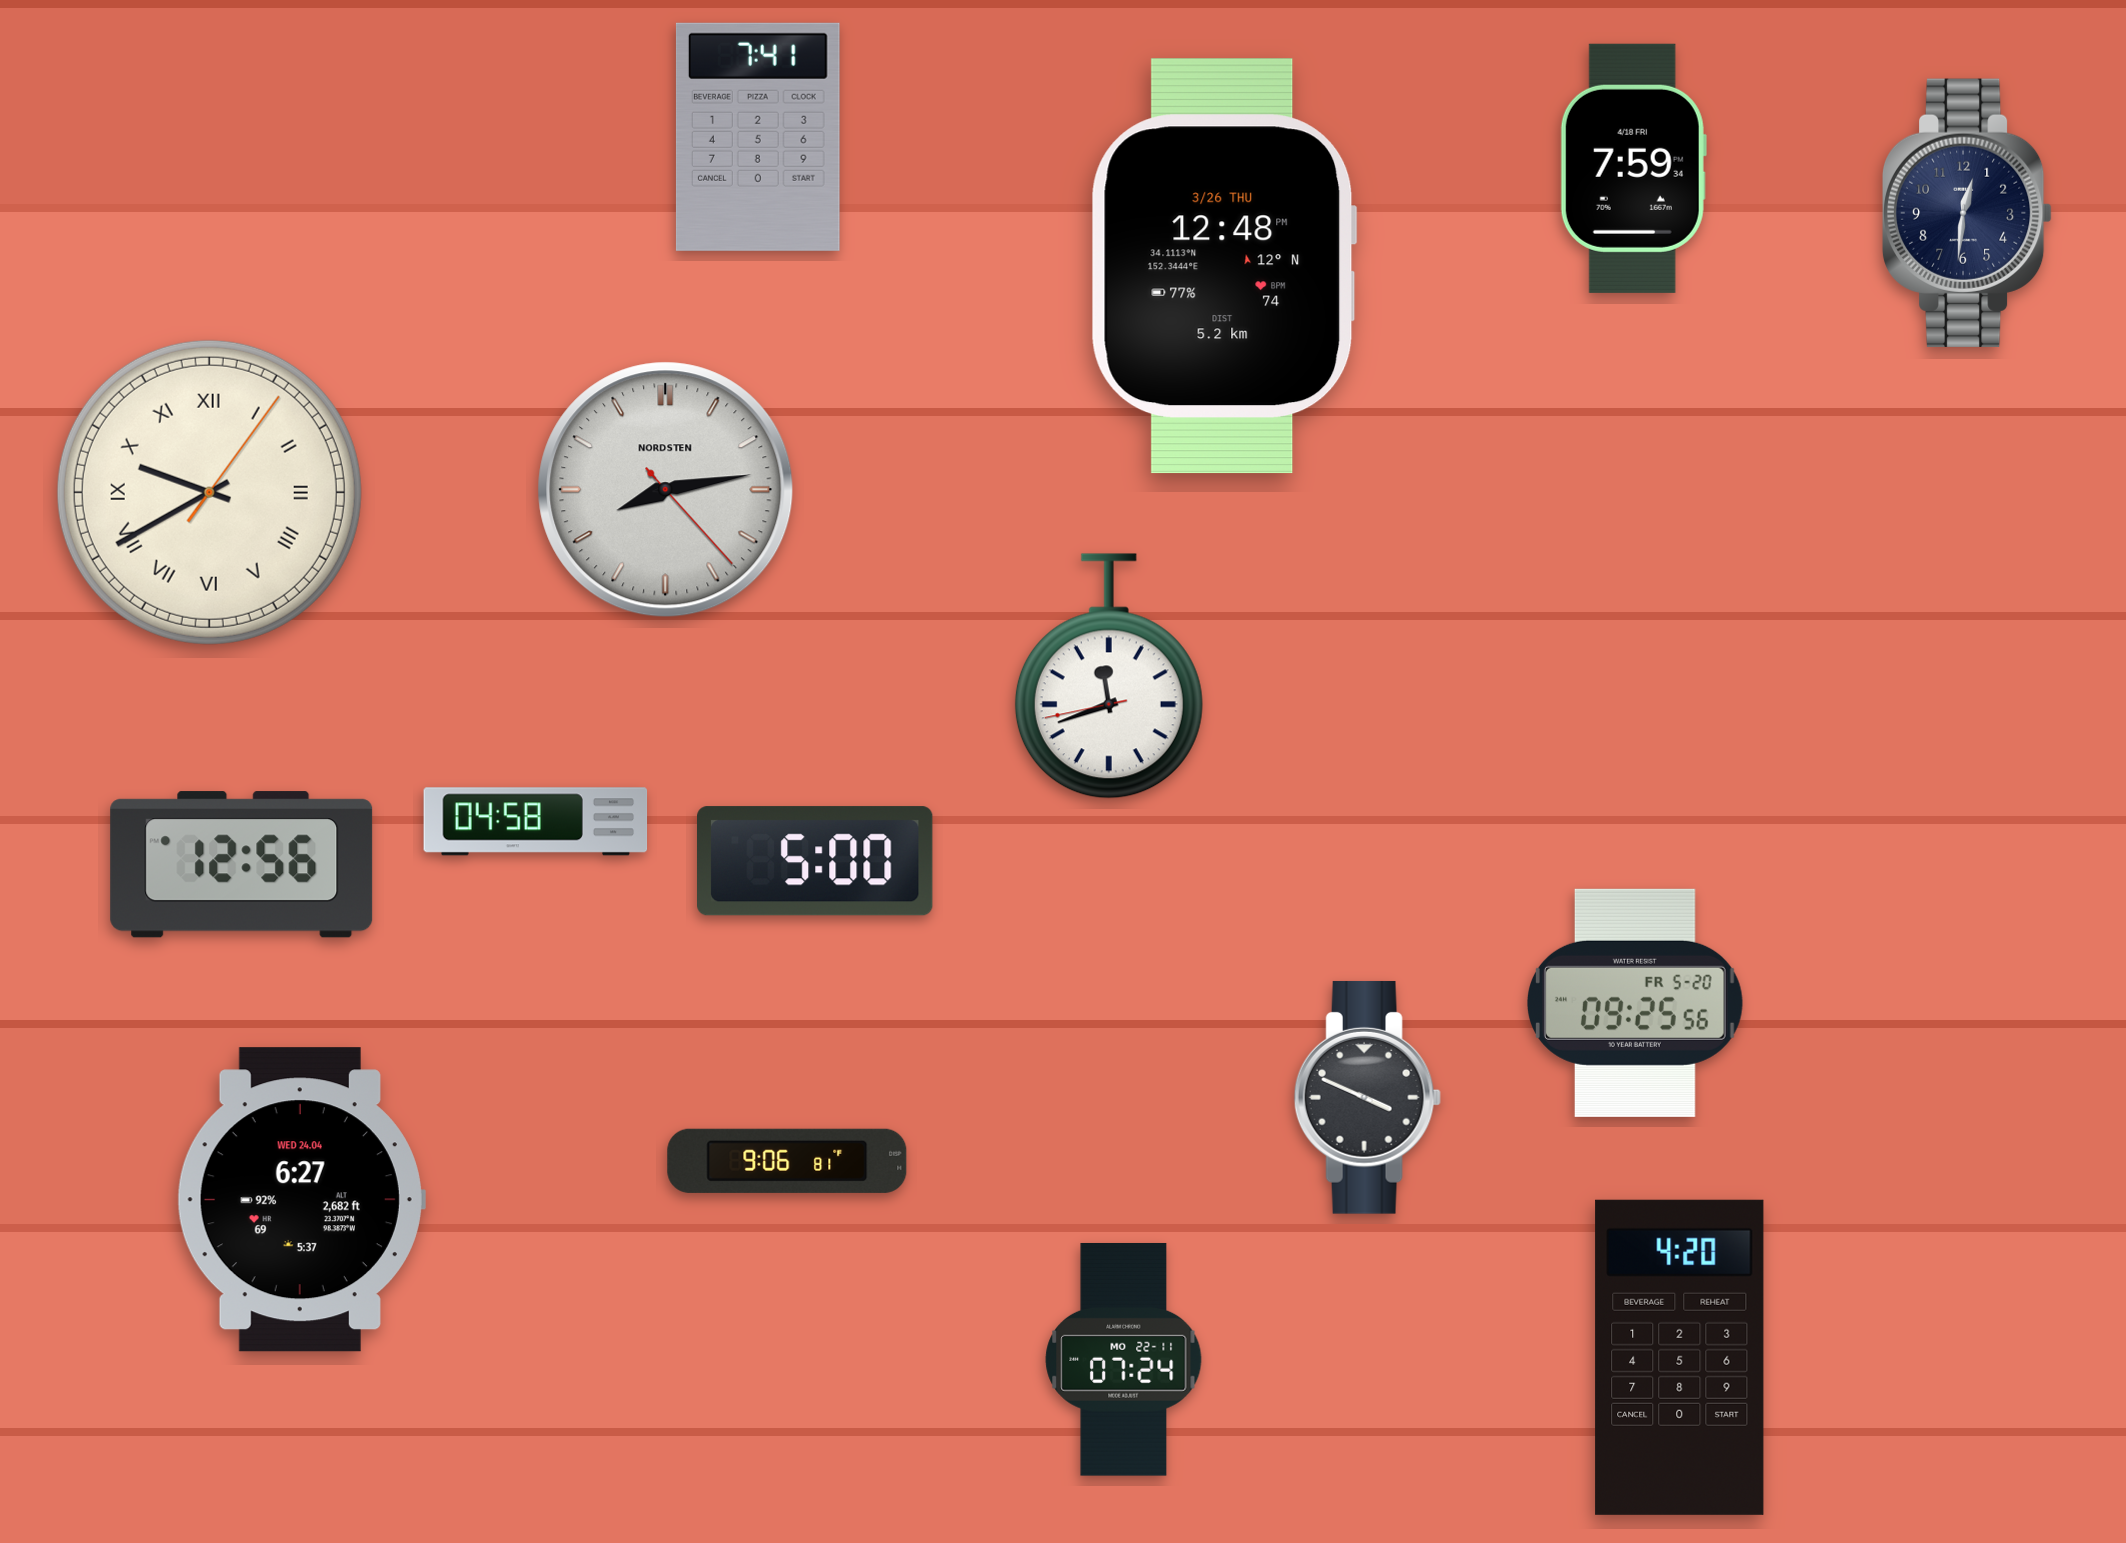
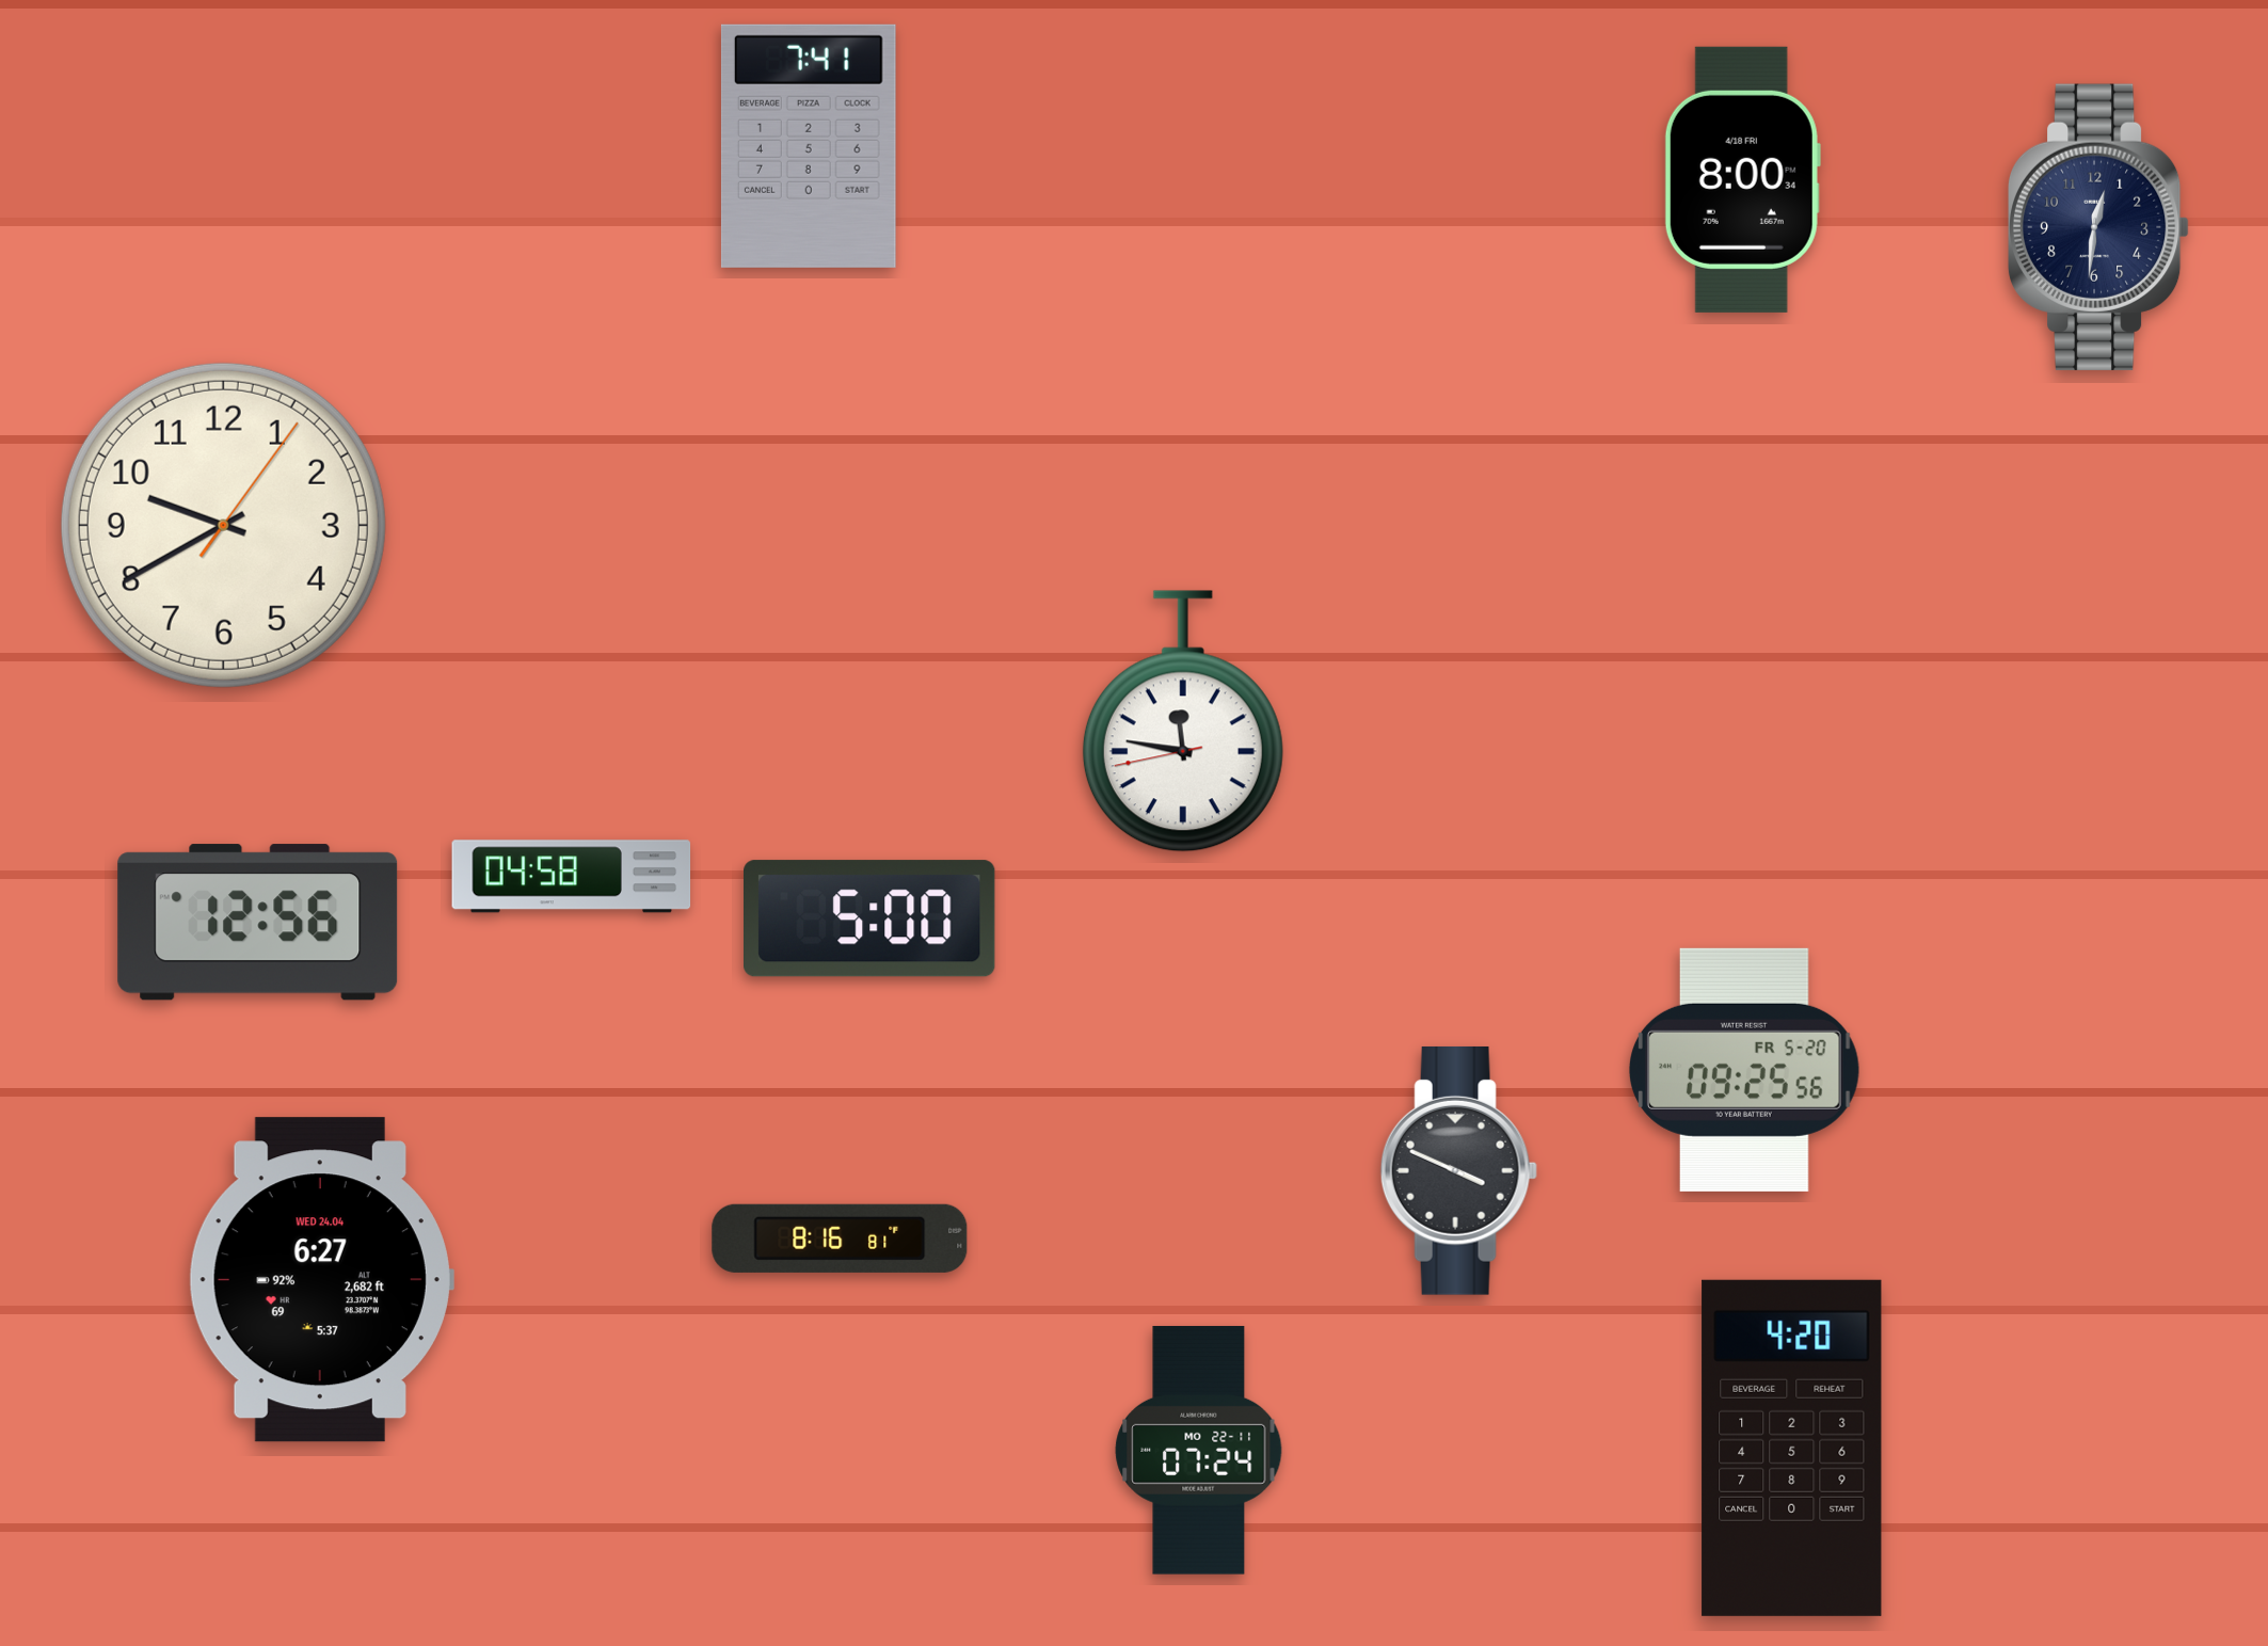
clock at (1633, 168): 7:59 -> 8:00
clock at (1224, 266): 12:48 -> none
clock at (666, 490): 8:13 -> none
clock at (209, 492) numerals: Roman -> Arabic
clock at (1109, 676): 11:41 -> 11:46
clock at (787, 1161): 9:06 -> 8:16
